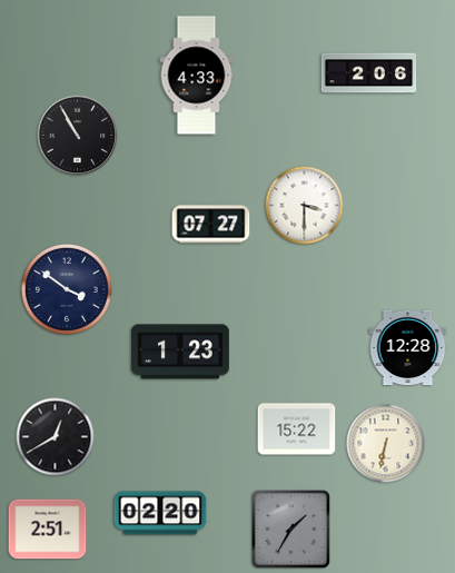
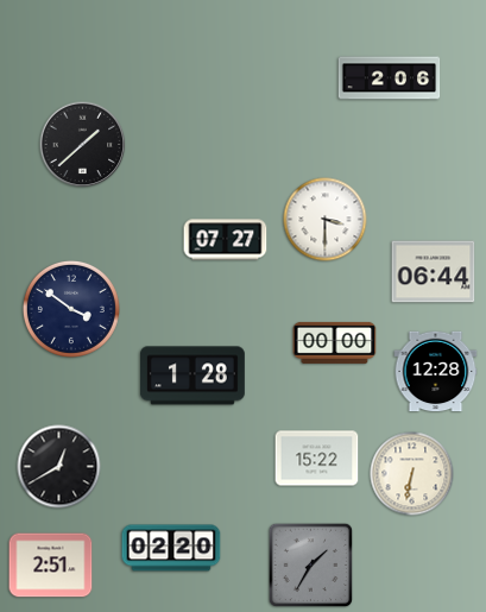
clock at (369, 73) position: (369, 73) -> (390, 78)
clock at (197, 76): 4:33 -> none
clock at (78, 136): 10:55 -> 1:38
clock at (434, 272): none -> 06:44
clock at (335, 342): none -> 00:00
clock at (180, 352): 1:23 -> 1:28
